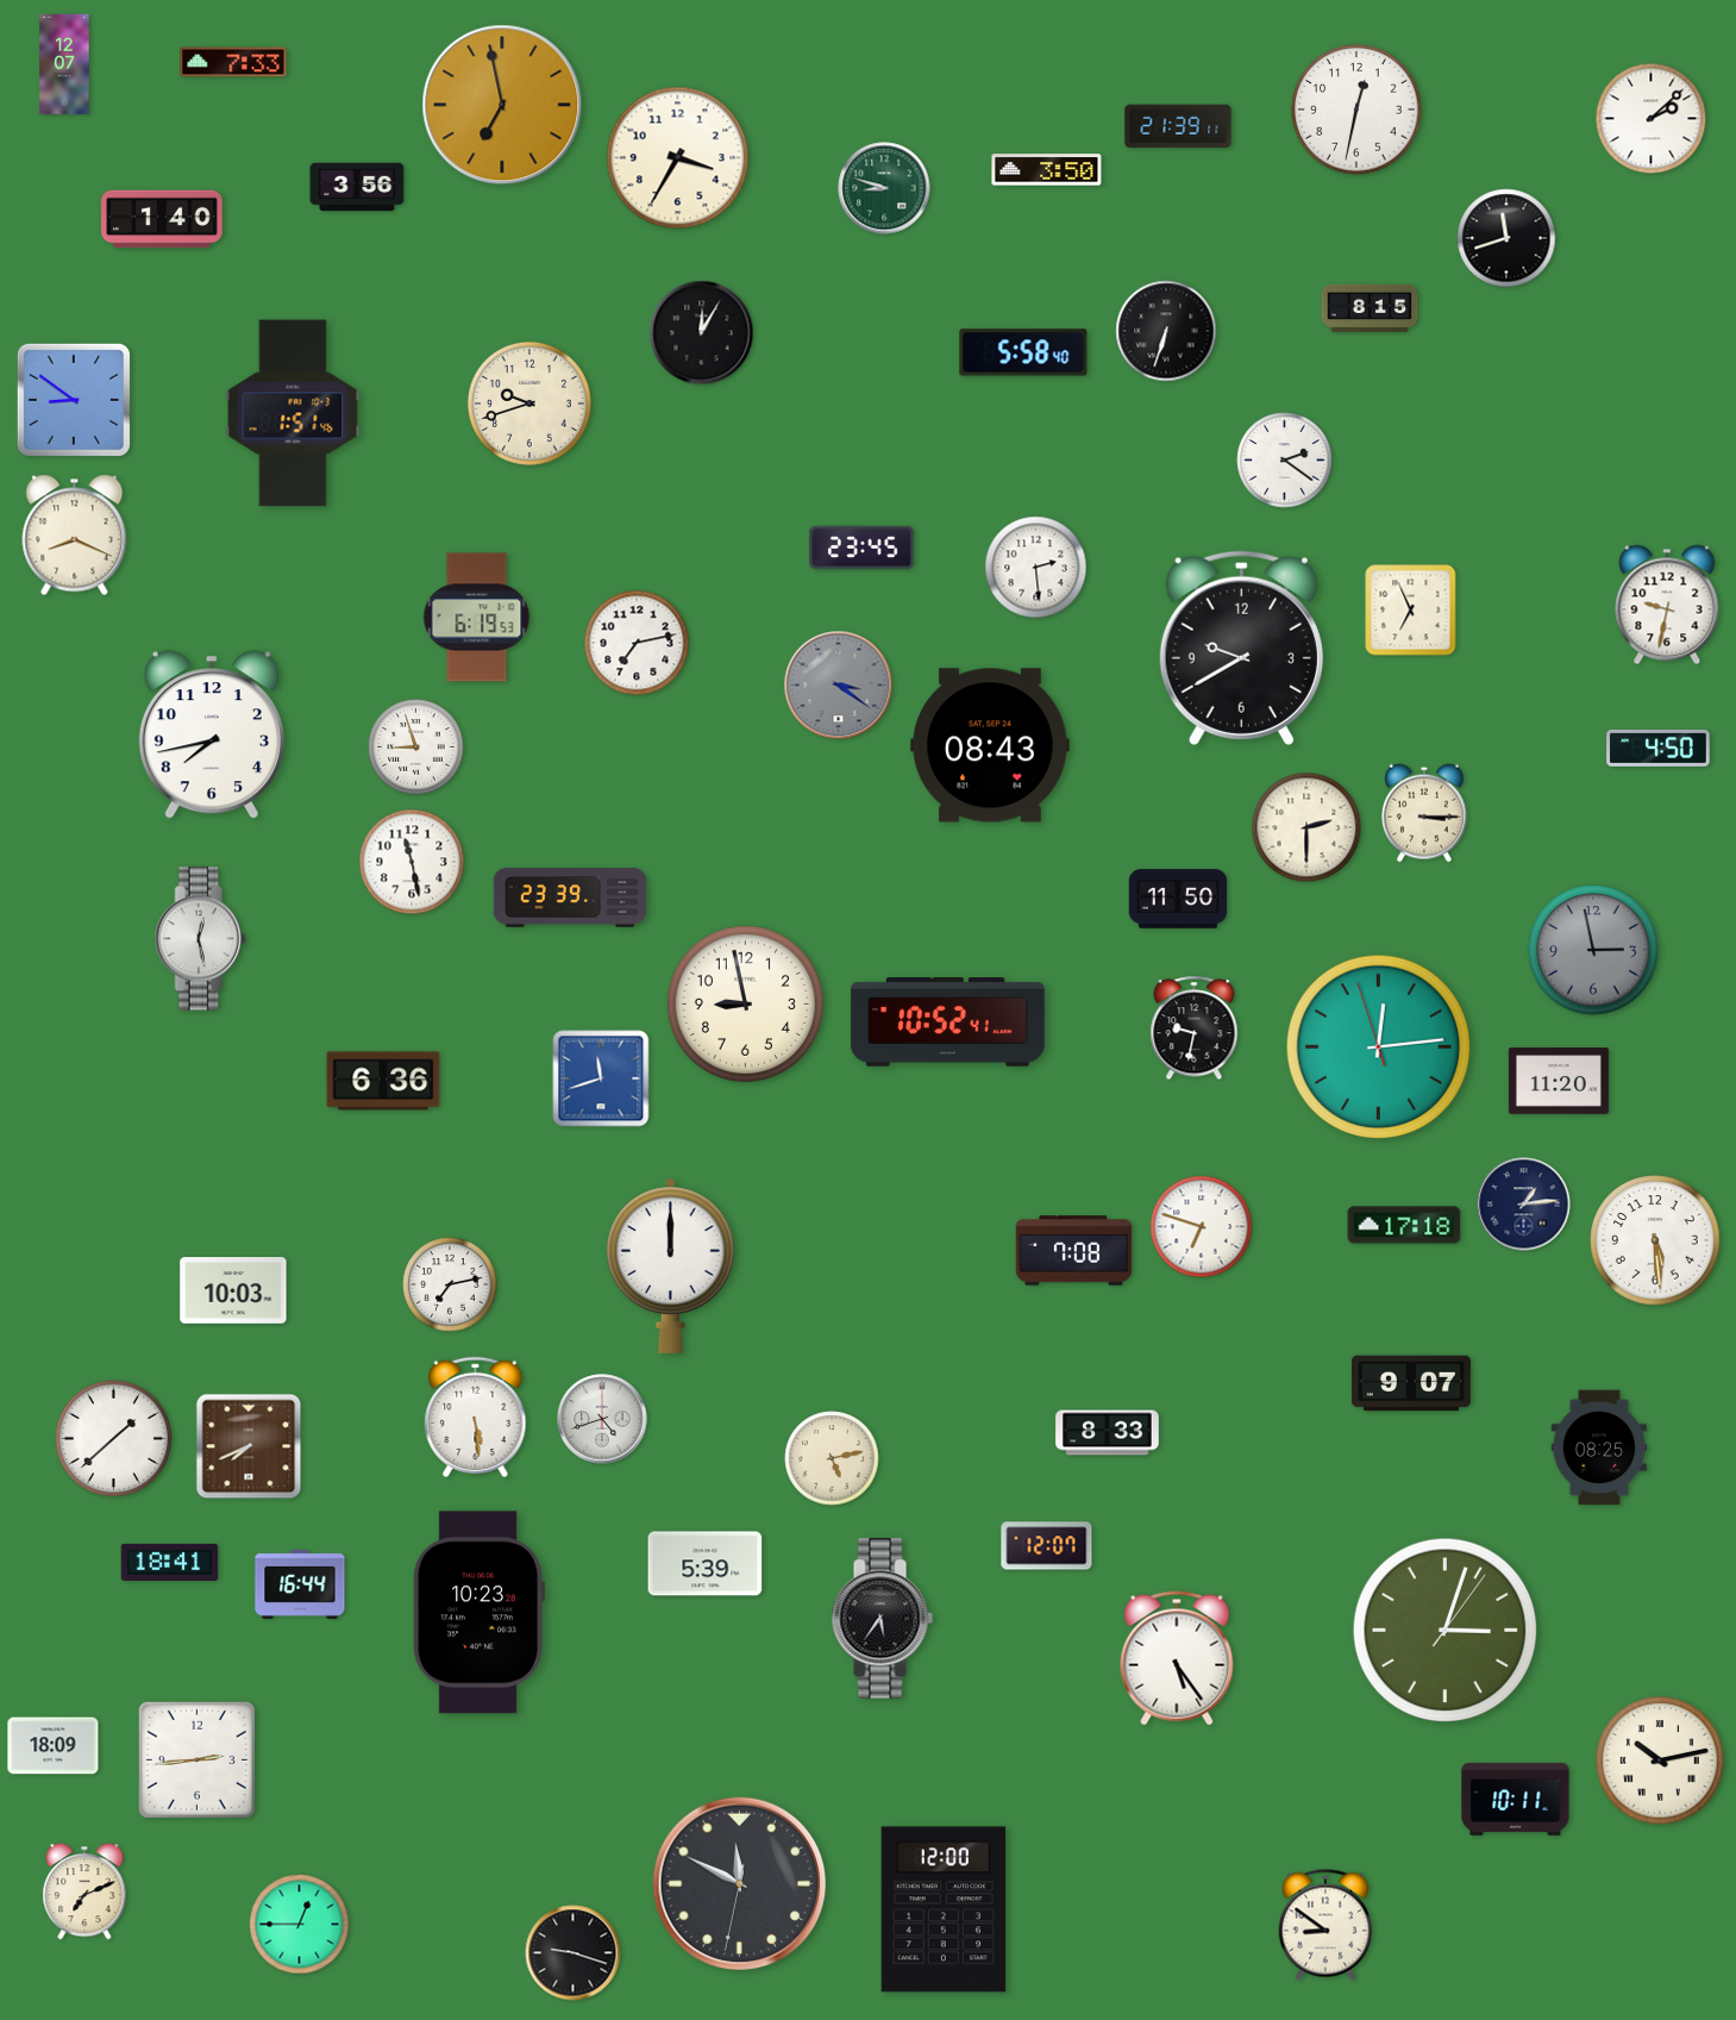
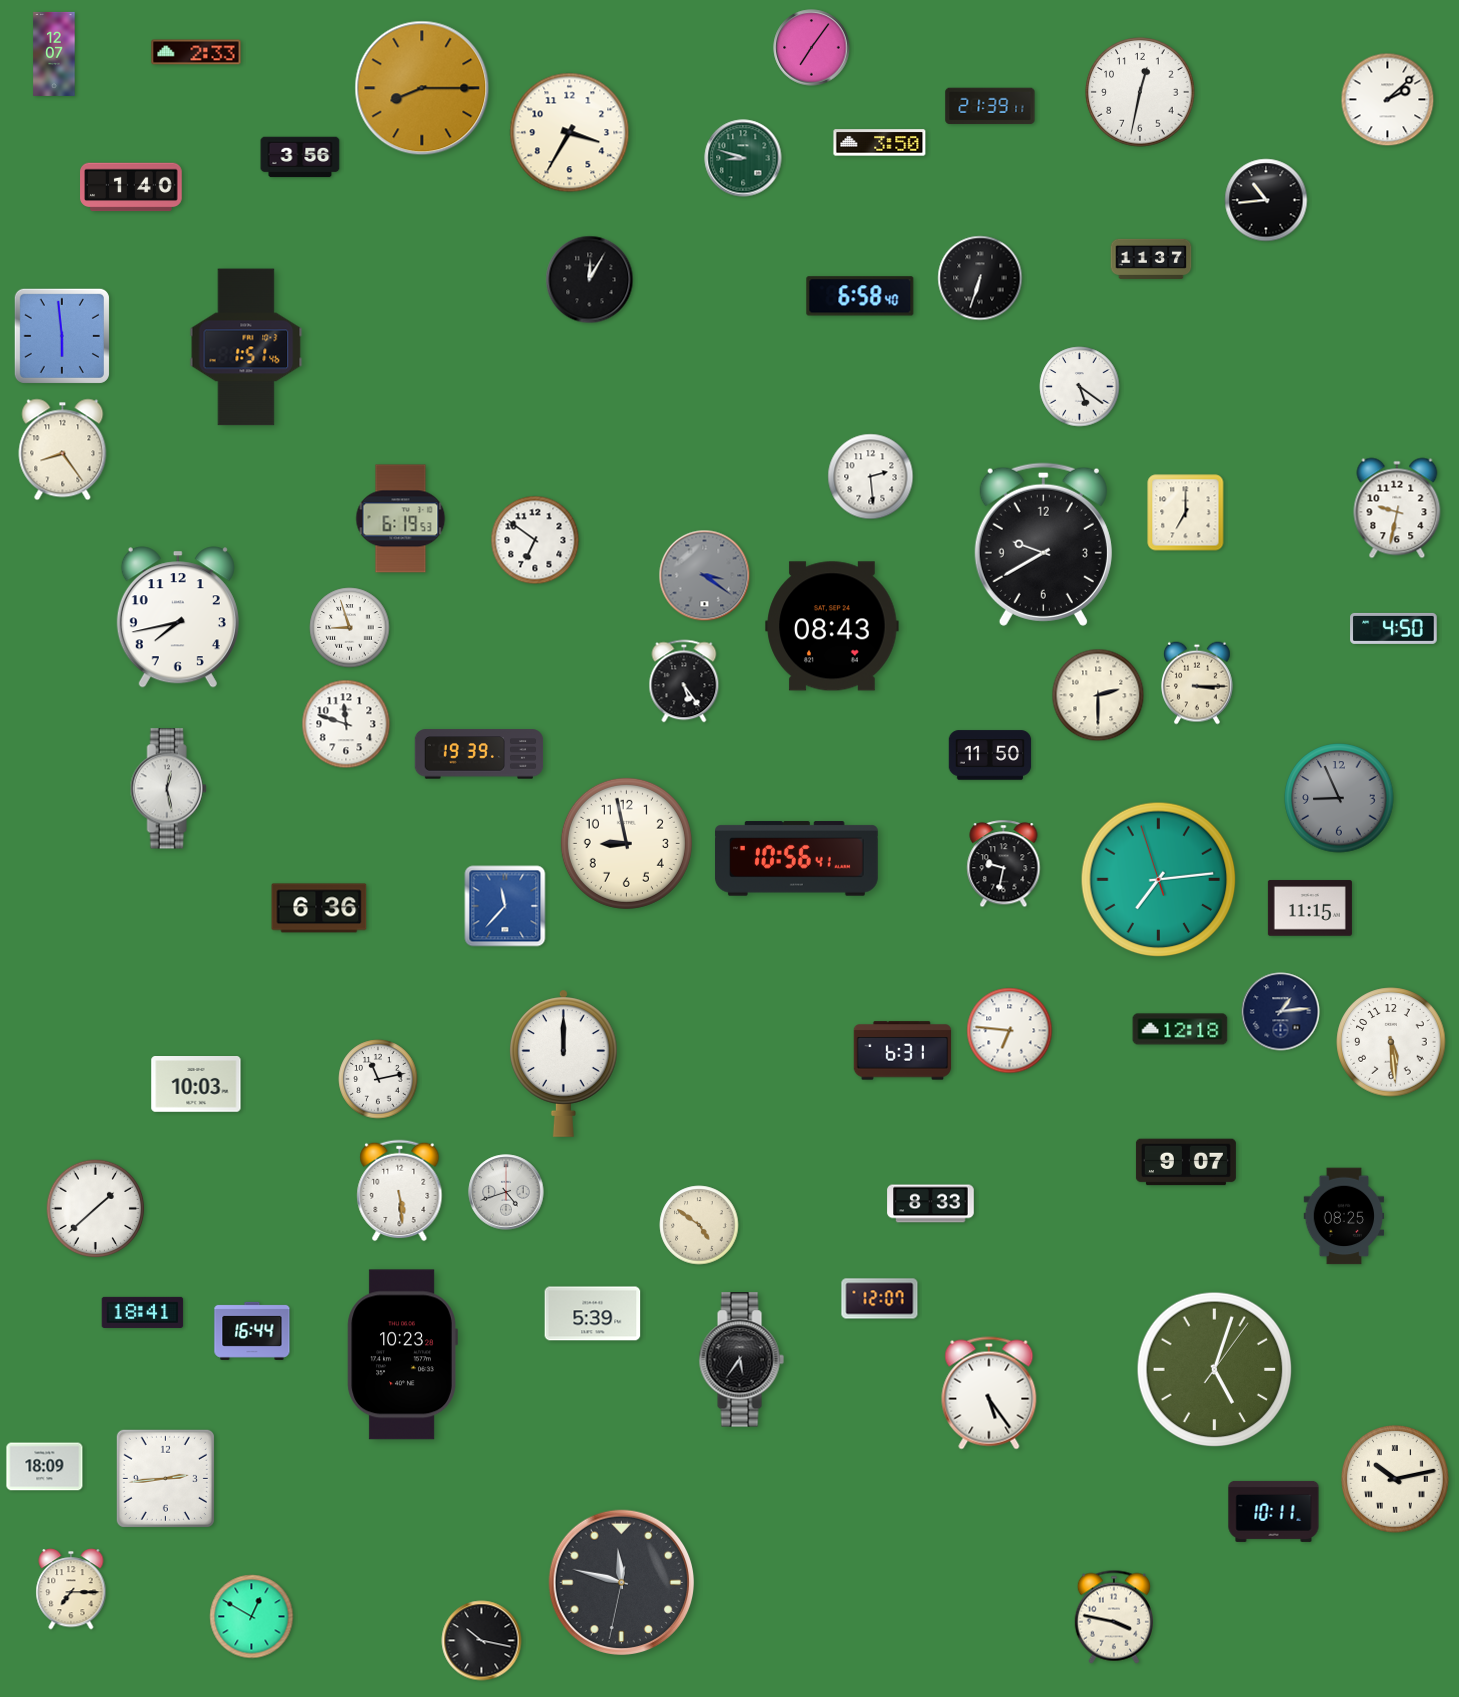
clock at (812, 48): none -> 7:06
clock at (233, 62): 7:33 -> 2:33
clock at (502, 105): 6:58 -> 8:15
clock at (162, 219) position: (162, 219) -> (131, 187)
clock at (1506, 238): 11:42 -> 10:44
clock at (1370, 307): 8:15 -> 11:37
clock at (1023, 352): 5:58 -> 6:58
clock at (74, 400): 8:51 -> 5:59
clock at (529, 404): 9:42 -> none
clock at (1285, 461): 2:21 -> 5:21
clock at (75, 536): 8:19 -> 8:24
clock at (861, 548): 23:45 -> none
clock at (1667, 605) position: (1667, 605) -> (1397, 508)
clock at (1411, 611): 6:56 -> 7:00
clock at (637, 643): 7:13 -> 6:51
clock at (684, 681): none -> 5:24
clock at (412, 862): 11:28 -> 11:48
clock at (570, 898): 23:39 -> 19:39
clock at (1593, 950): 2:58 -> 8:56
clock at (948, 1022): 10:52 -> 10:56
clock at (1379, 1047): 12:13 -> 7:13
clock at (601, 1078): 11:42 -> 11:37
clock at (383, 1081) position: (383, 1081) -> (319, 908)
clock at (1559, 1081): 11:20 -> 11:15
clock at (1404, 1225): 17:18 -> 12:18
clock at (1202, 1227): 6:48 -> 6:46
clock at (1074, 1251): 7:08 -> 6:31
clock at (450, 1284): 7:13 -> 11:13
clock at (249, 1446): 7:41 -> none
clock at (832, 1458): 5:13 -> 4:51
clock at (1446, 1631): 3:03 -> 5:03
clock at (739, 1883): 11:49 -> 11:47
clock at (84, 1891): 7:11 -> 7:15
clock at (944, 1909): 12:00 -> none
clock at (300, 1925): 12:45 -> 12:50
clock at (1325, 1925): 8:51 -> 3:47
clock at (574, 1953): 9:18 -> 10:17
